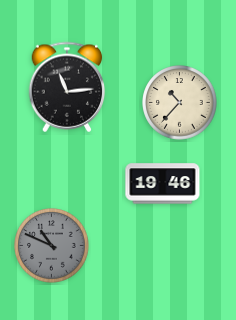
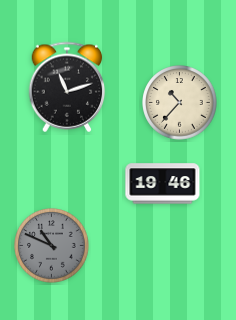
clock at (67, 87): 11:14 -> 11:12
